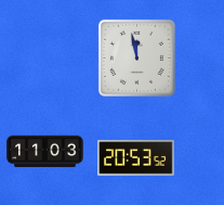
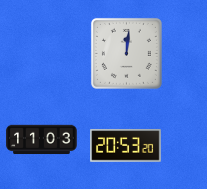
clock at (136, 57): 11:58 -> 12:01
clock at (136, 158): 20:53:52 -> 20:53:20
